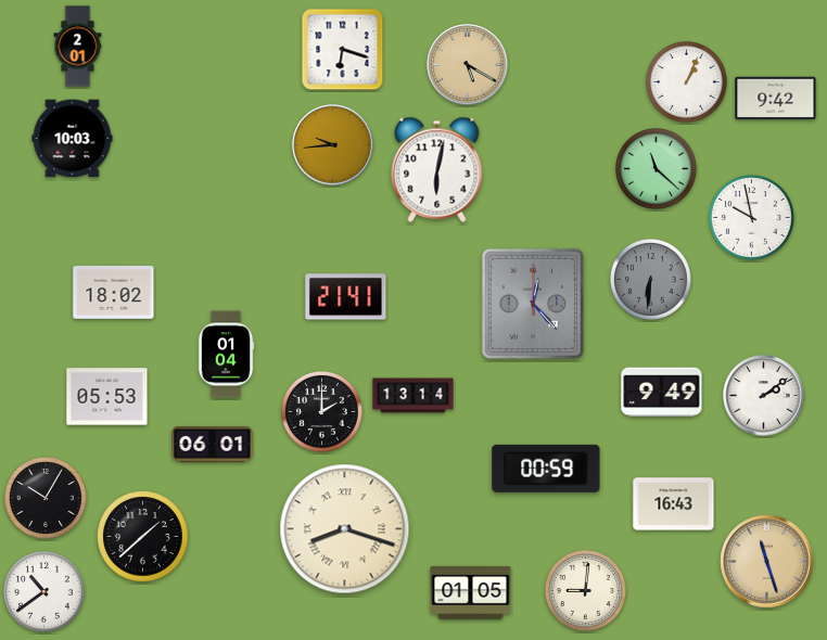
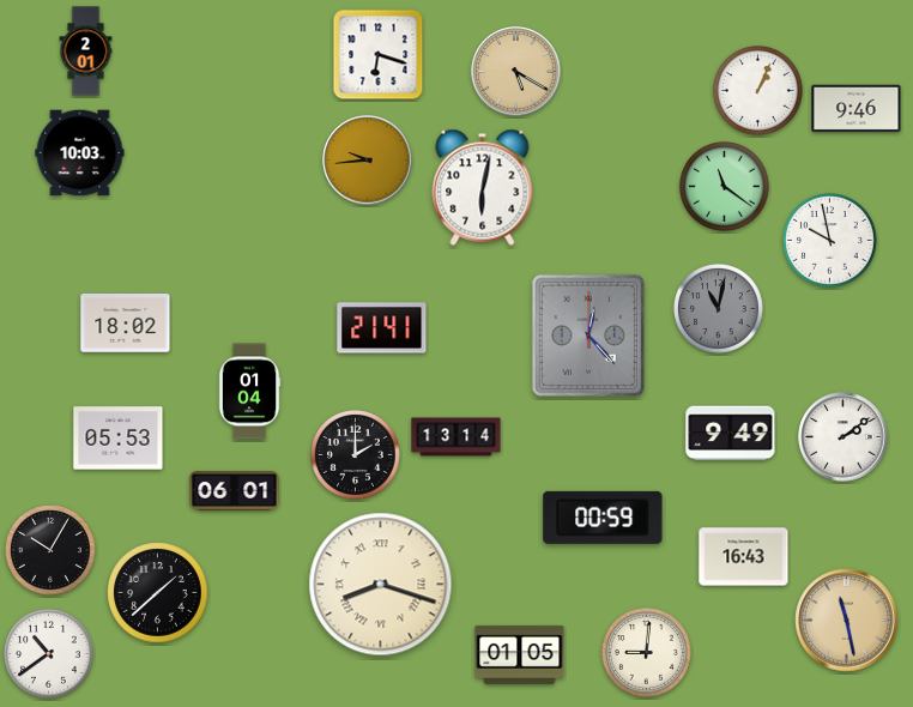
clock at (776, 99): 9:42 -> 9:46
clock at (657, 169): 11:22 -> 11:21
clock at (651, 280): 6:31 -> 11:02
clock at (767, 562): 11:27 -> 11:28
